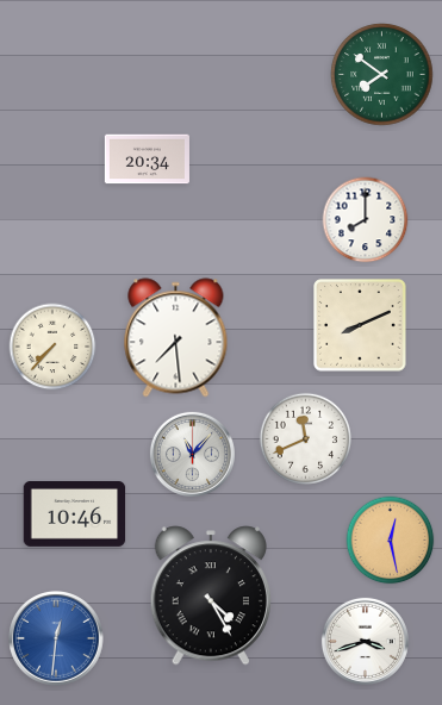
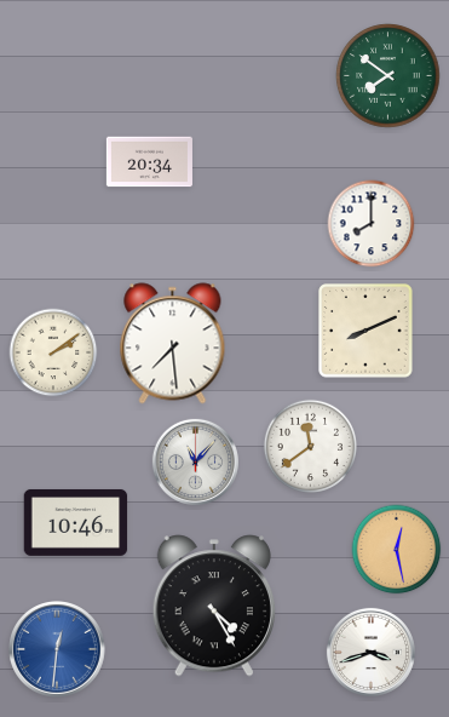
clock at (176, 338) position: (176, 338) -> (173, 344)
clock at (52, 347): 7:37 -> 2:09
clock at (305, 438): 11:41 -> 11:39
